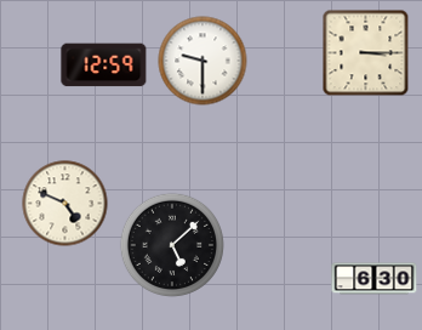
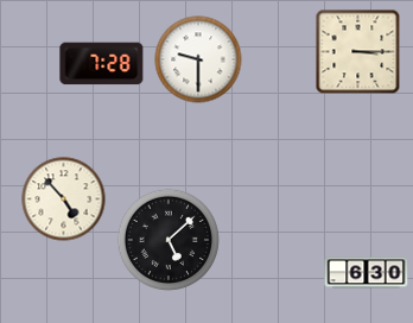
clock at (104, 66): 12:59 -> 7:28
clock at (65, 204): 4:49 -> 4:53
